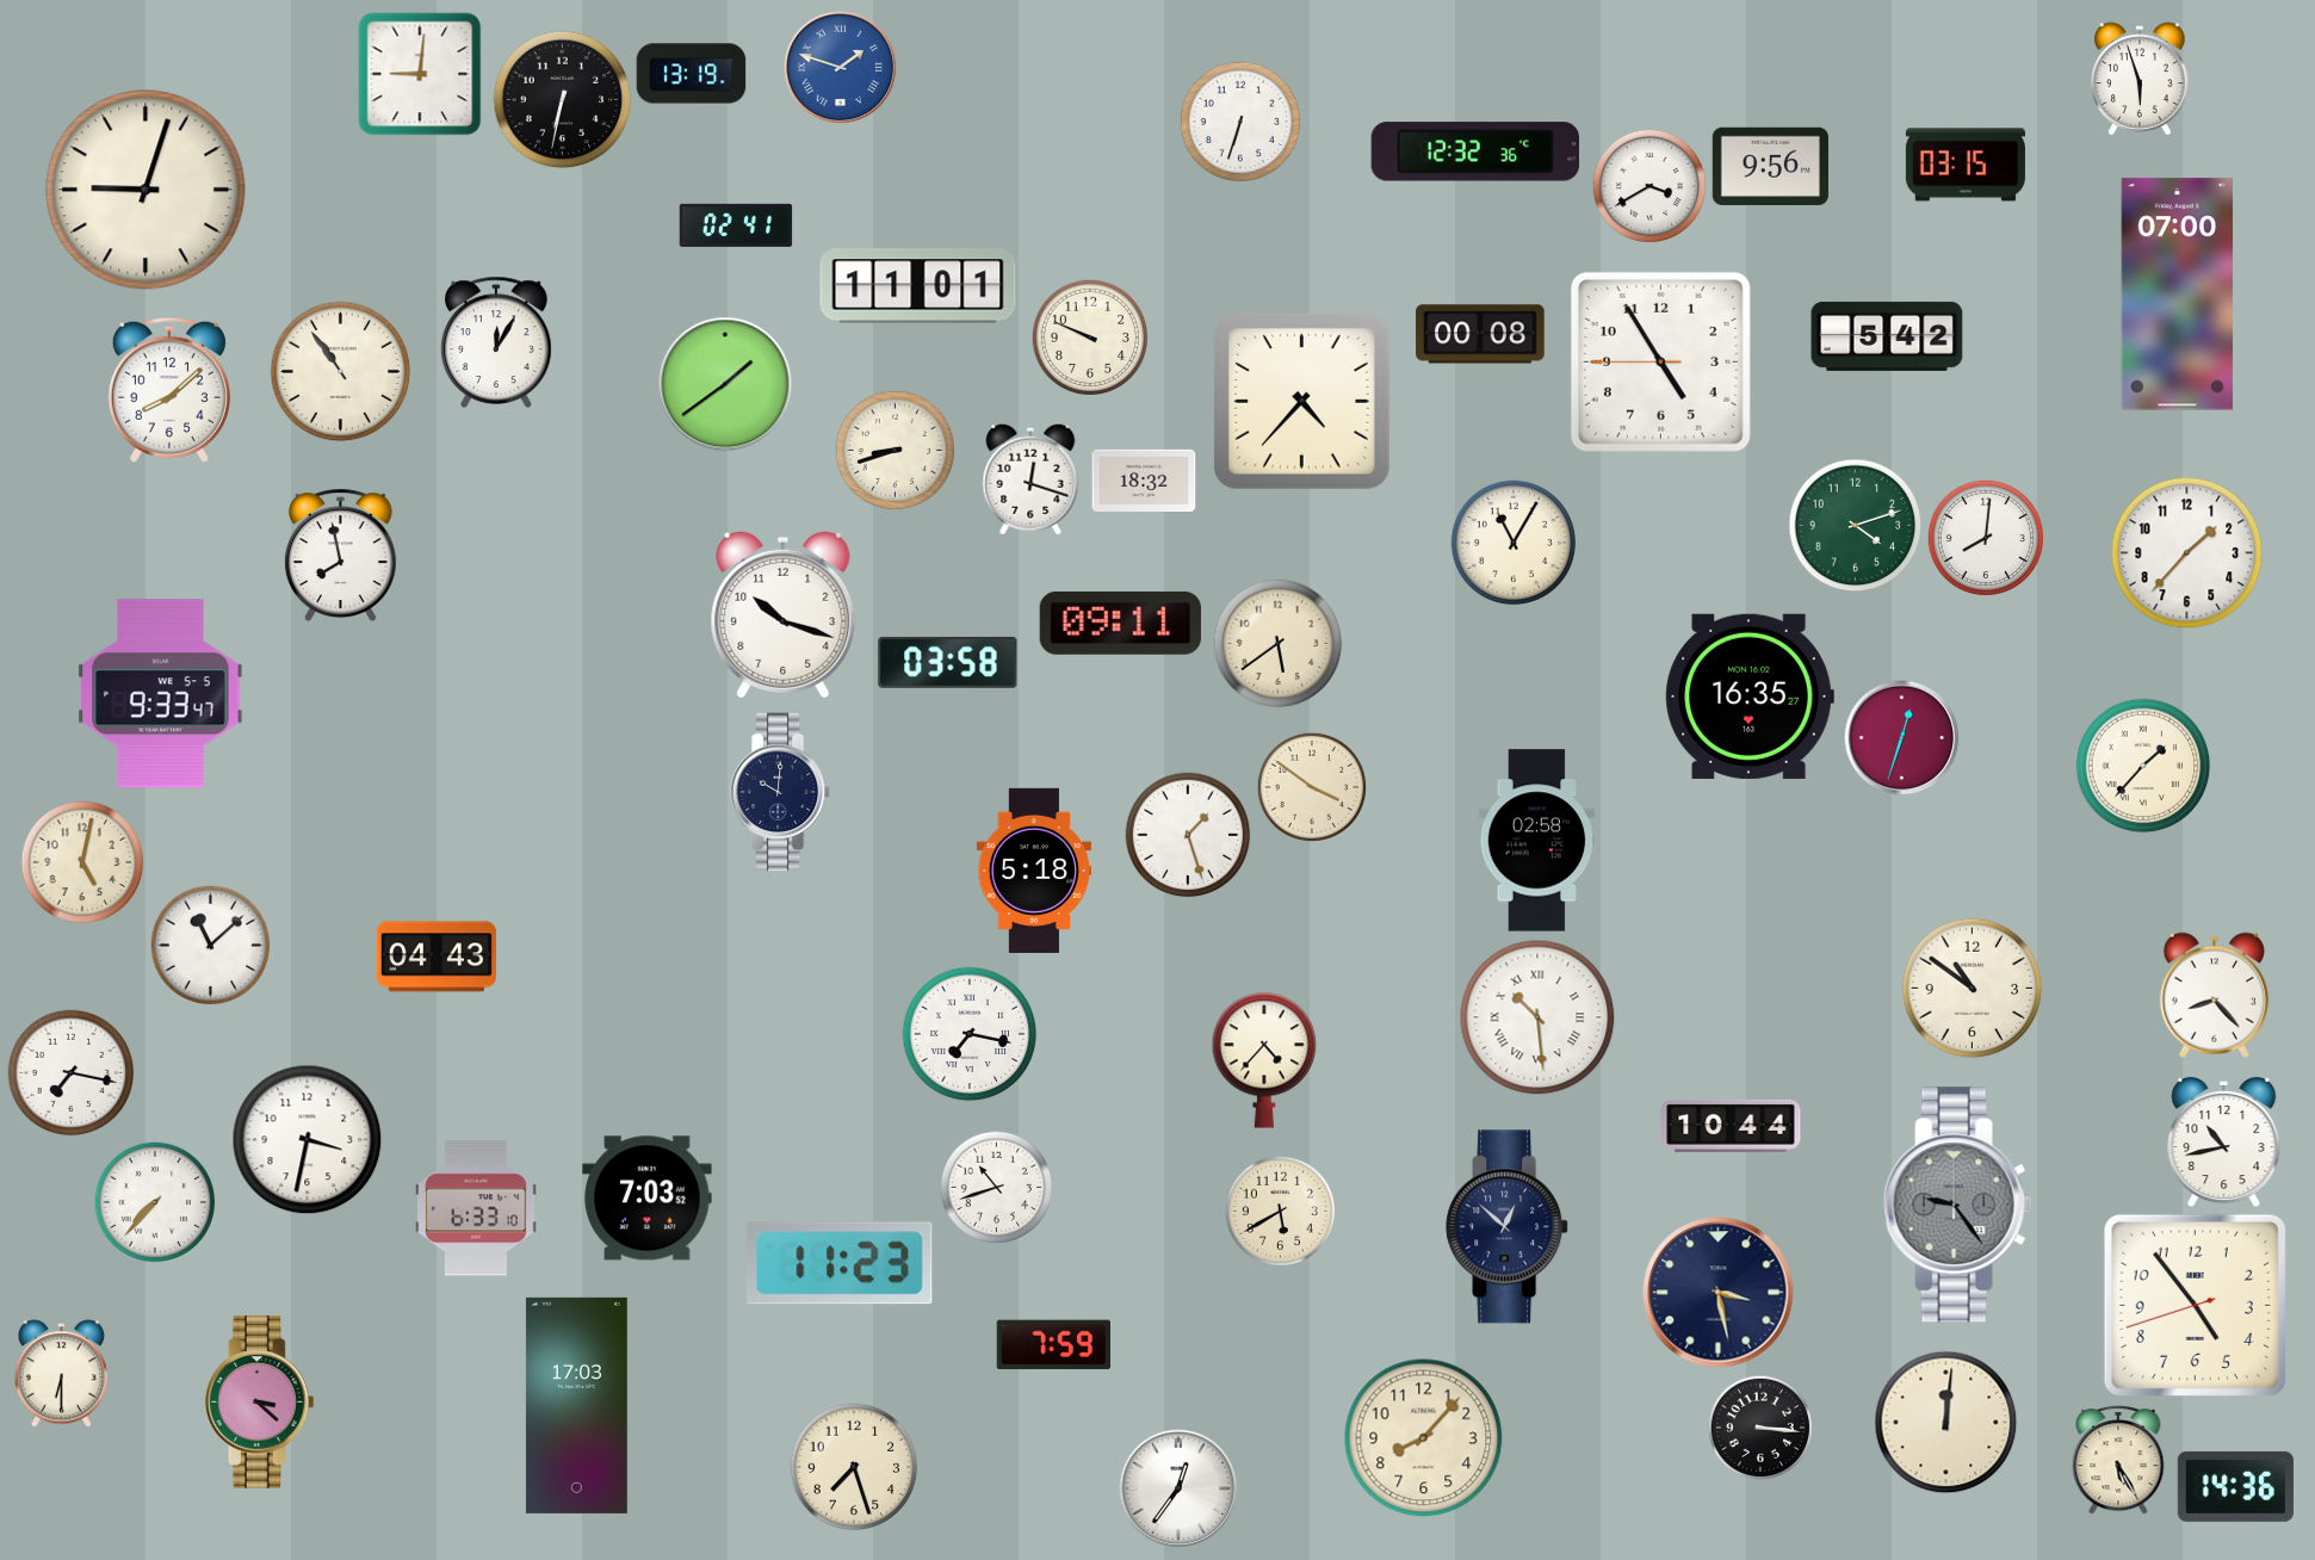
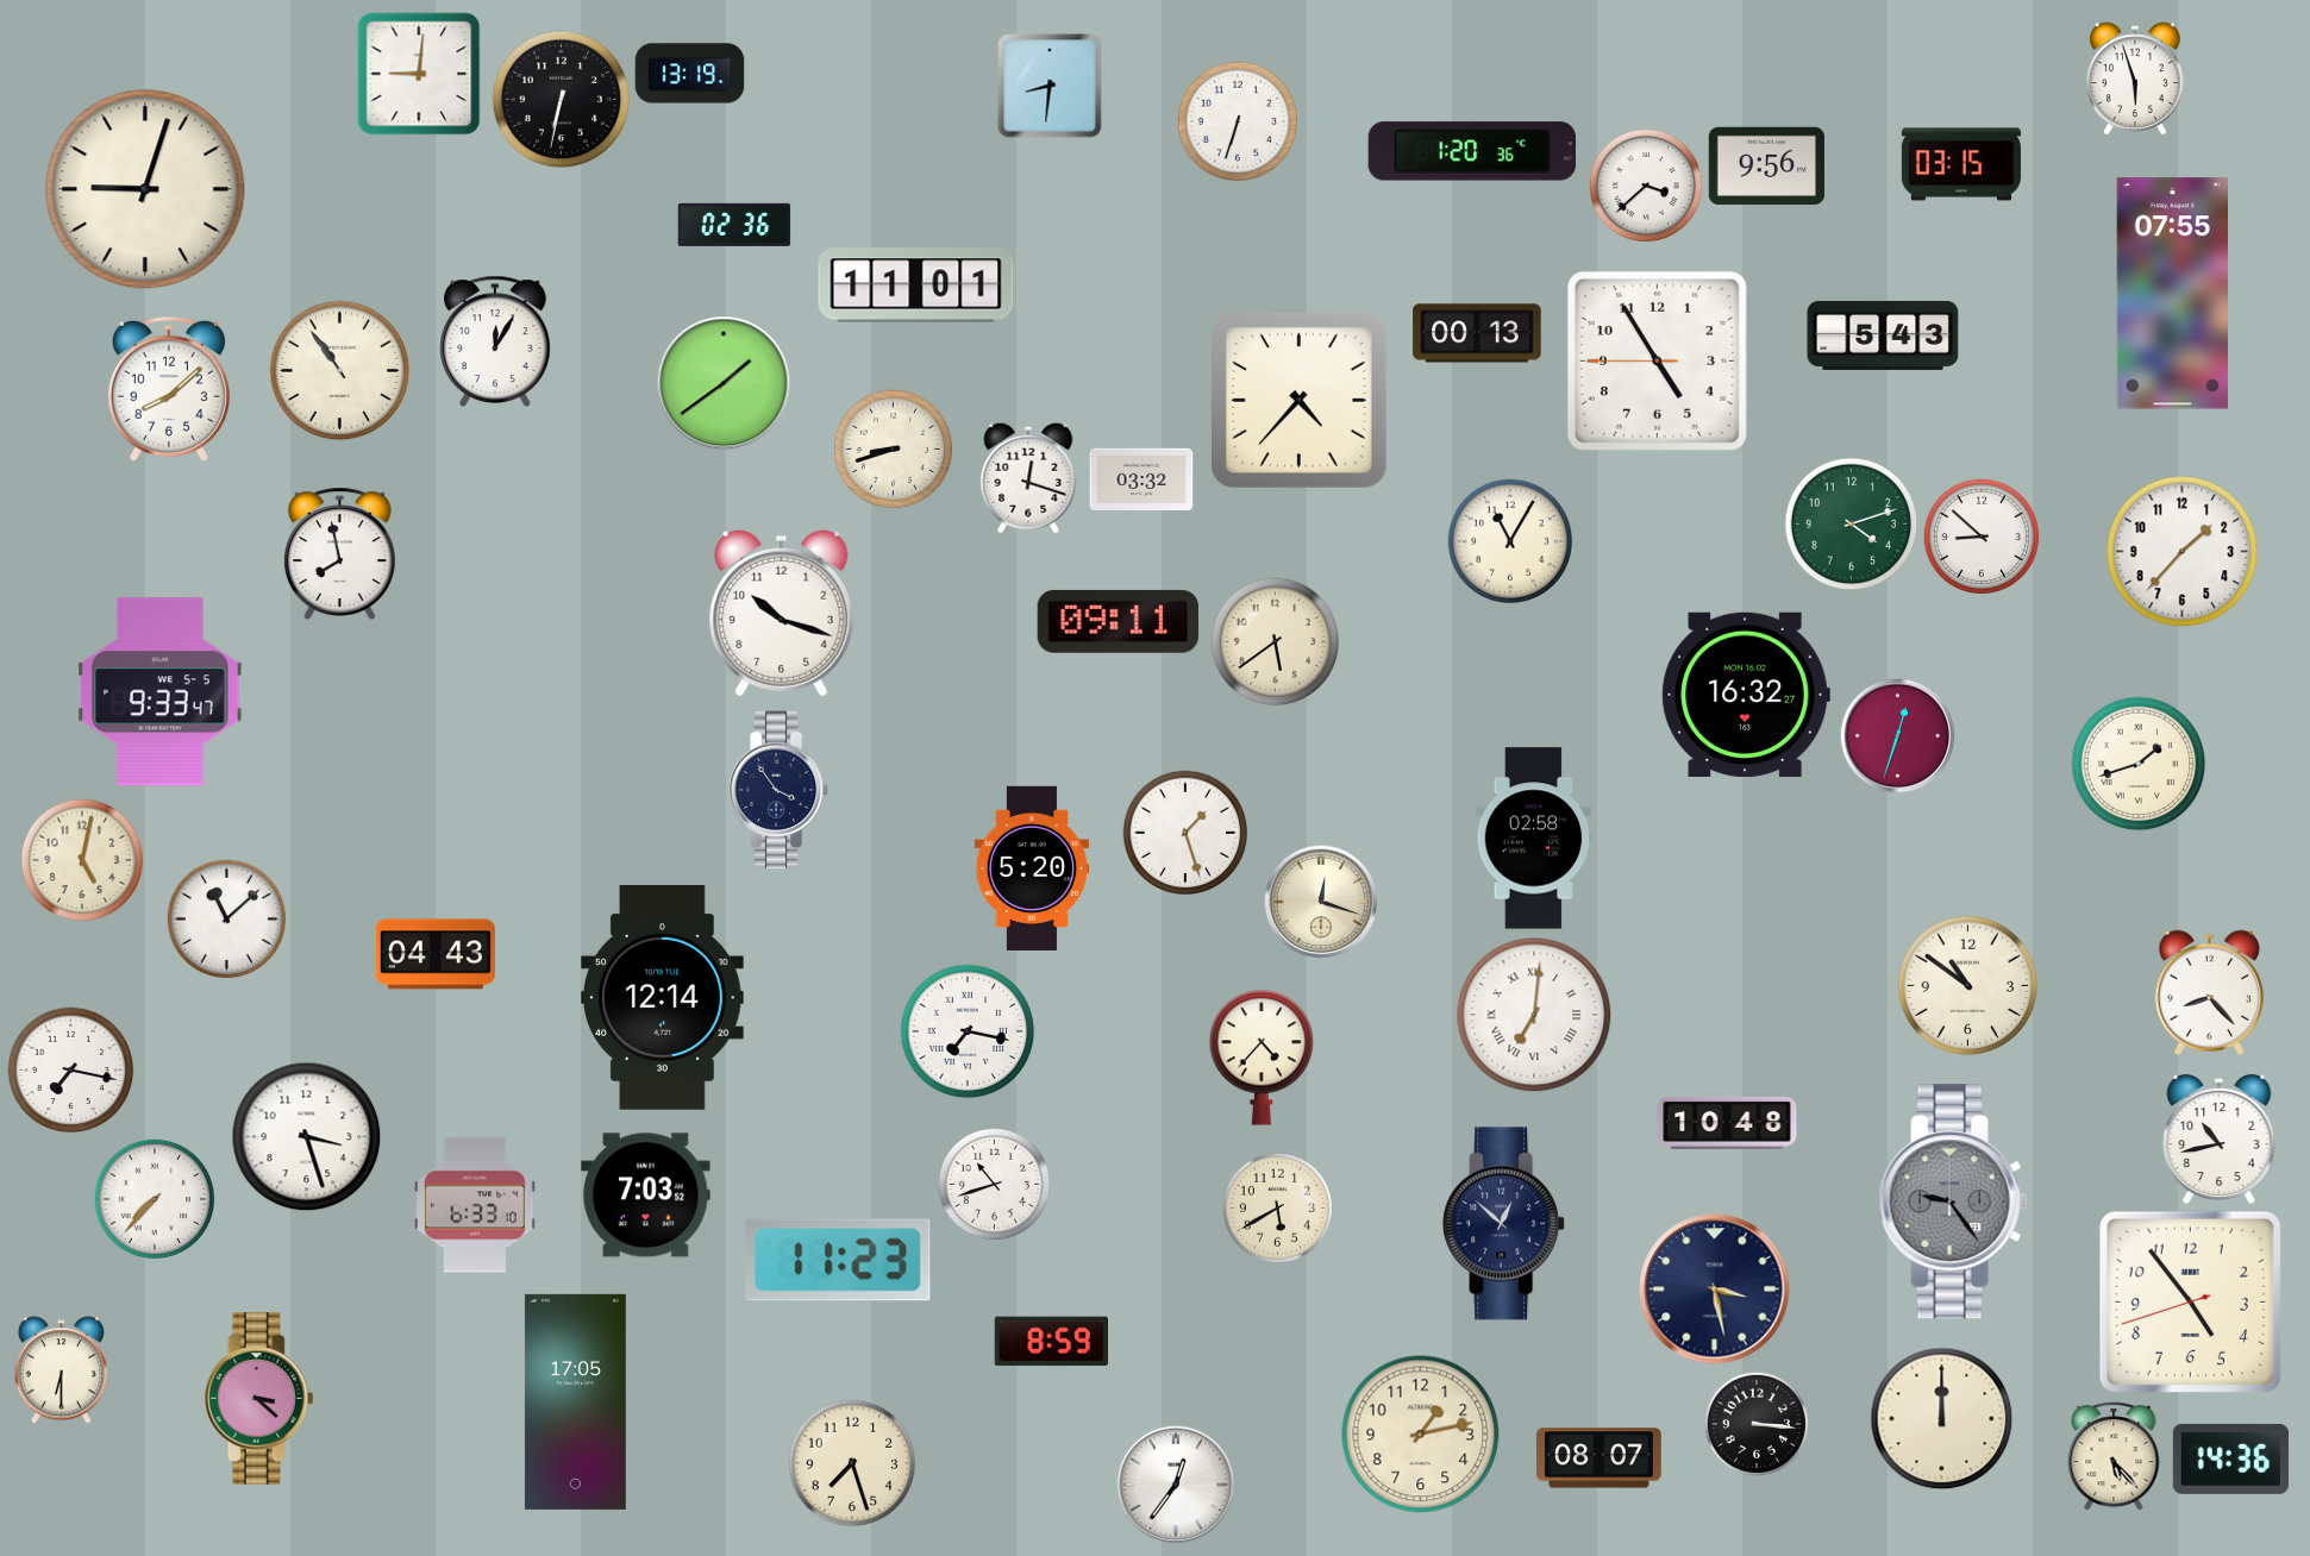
clock at (840, 67): 1:48 -> none
clock at (1050, 86): none -> 8:31
clock at (1474, 151): 12:32 -> 1:20
clock at (1648, 185): 3:40 -> 3:38
clock at (736, 225): 02:41 -> 02:36
clock at (2177, 295): 07:00 -> 07:55
clock at (1480, 334): 00:08 -> 00:13
clock at (1089, 336): 9:49 -> none
clock at (1887, 336): 5:42 -> 5:43
clock at (1144, 479): 18:32 -> 03:32
clock at (1985, 537): 8:01 -> 8:52
clock at (948, 662): 03:58 -> none
clock at (1750, 697): 16:35 -> 16:32
clock at (2143, 766): 1:37 -> 1:42
clock at (1312, 787): 3:51 -> none
clock at (780, 792): 10:01 -> 3:54
clock at (1034, 871): 5:18 -> 5:20
clock at (1321, 902): none -> 12:18
clock at (211, 946) position: (211, 946) -> (227, 920)
clock at (663, 998): none -> 12:14
clock at (1537, 1017): 10:29 -> 7:01
clock at (1731, 1126): 10:44 -> 10:48
clock at (308, 1140): 3:32 -> 3:27
clock at (1053, 1345): 7:59 -> 8:59
clock at (576, 1405): 17:03 -> 17:05
clock at (1946, 1423): 12:01 -> 12:00
clock at (1424, 1438): 8:07 -> 1:13
clock at (2118, 1460): 5:25 -> 5:23
clock at (1598, 1458): none -> 08:07
clock at (2235, 1486) position: (2235, 1486) -> (2230, 1458)
